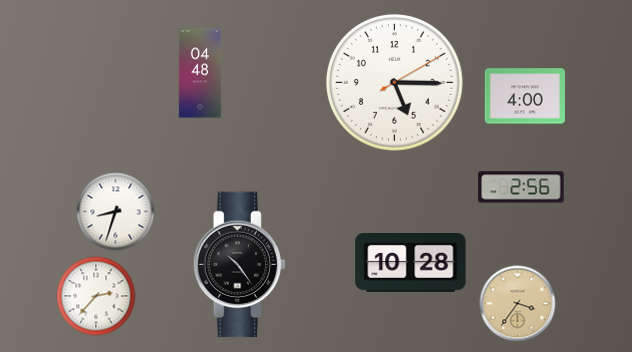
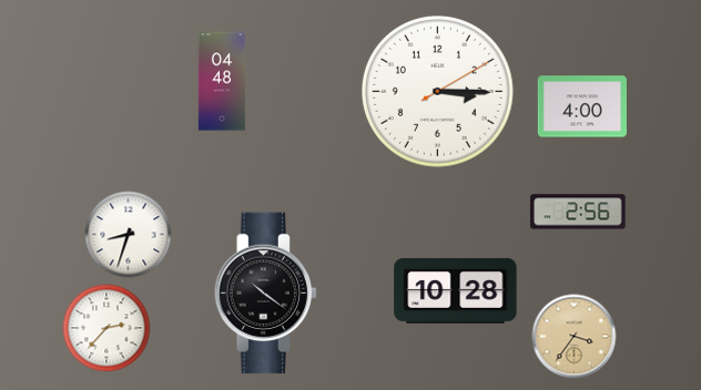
clock at (394, 82): 5:15 -> 3:15
clock at (521, 187) position: (521, 187) -> (578, 212)
clock at (240, 265): 10:24 -> 10:21
